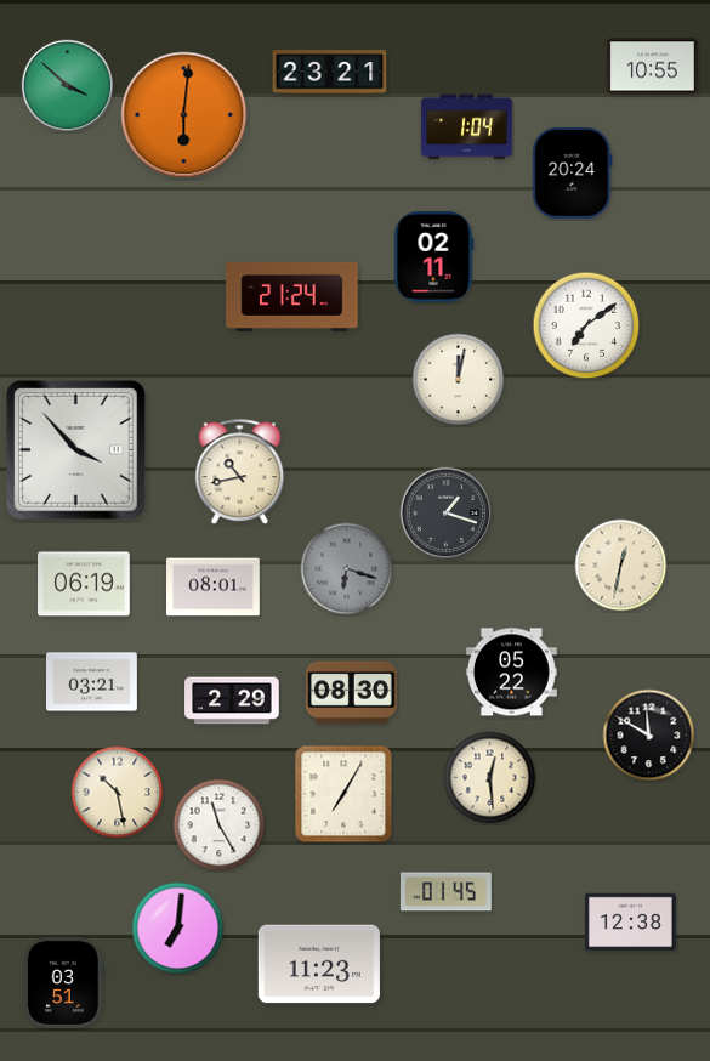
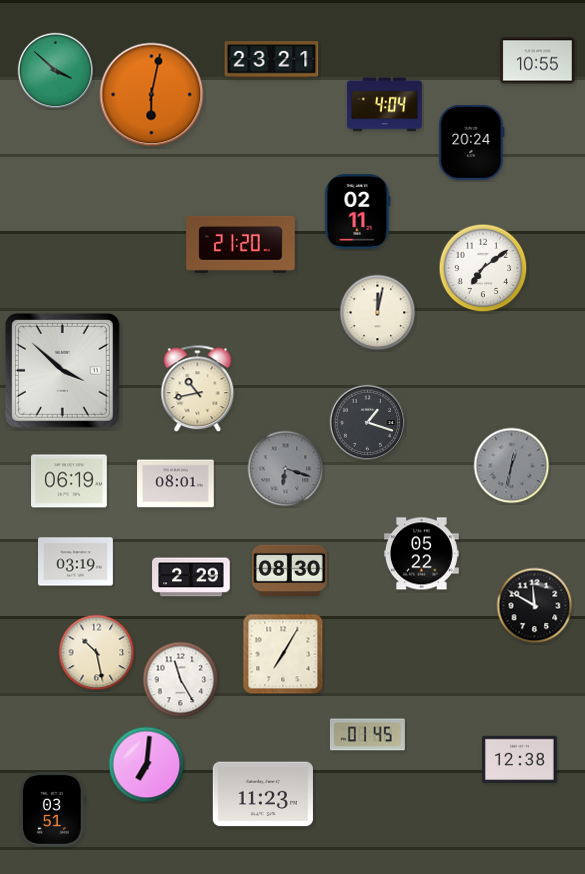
clock at (653, 67) position: (653, 67) -> (538, 61)
clock at (184, 115): 6:01 -> 6:02
clock at (467, 127): 1:04 -> 4:04
clock at (292, 296): 21:24 -> 21:20
clock at (76, 450): 3:53 -> 3:52
clock at (621, 566) dial: cream -> grey
clock at (92, 682): 03:21 -> 03:19
clock at (490, 778): 12:29 -> none
